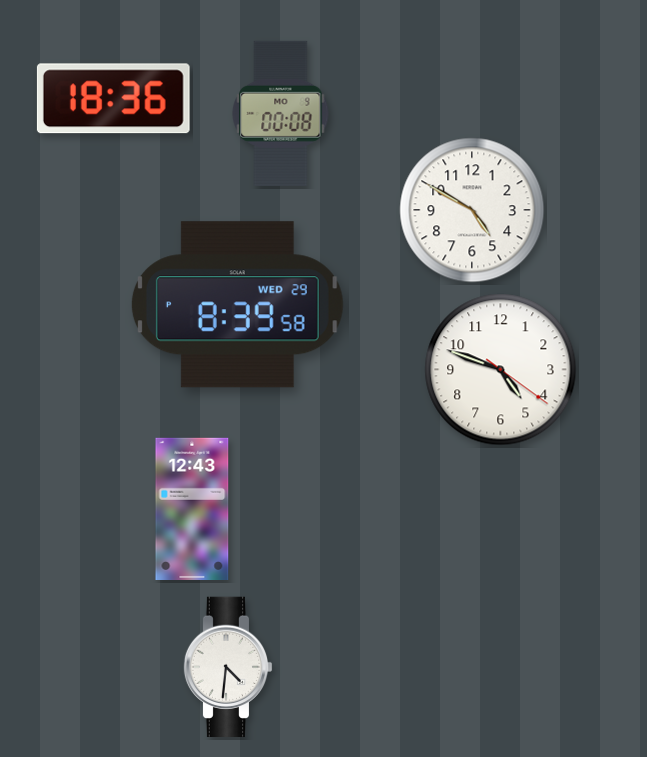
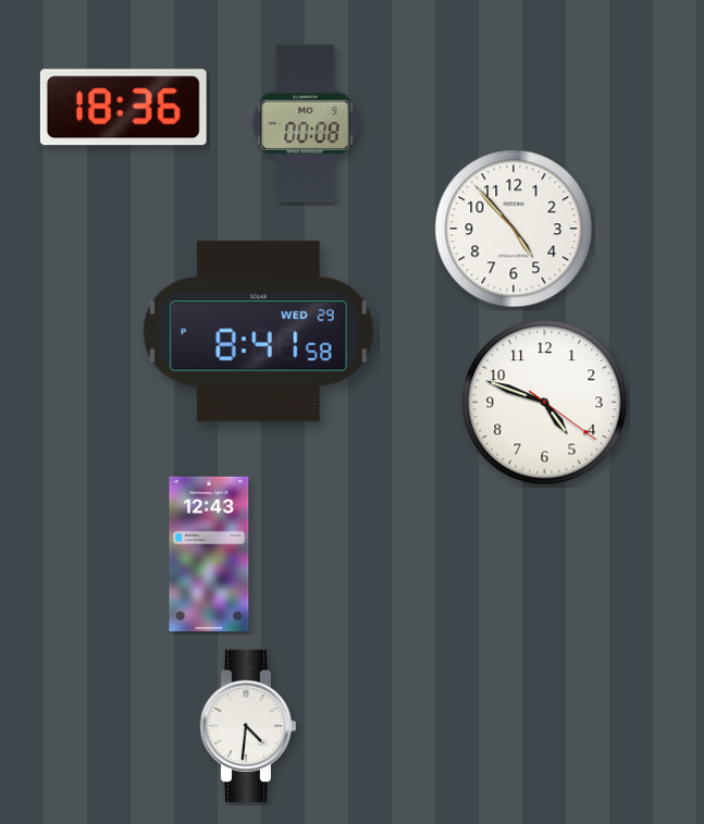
clock at (472, 210): 4:50 -> 4:53
clock at (237, 305): 8:39 -> 8:41
